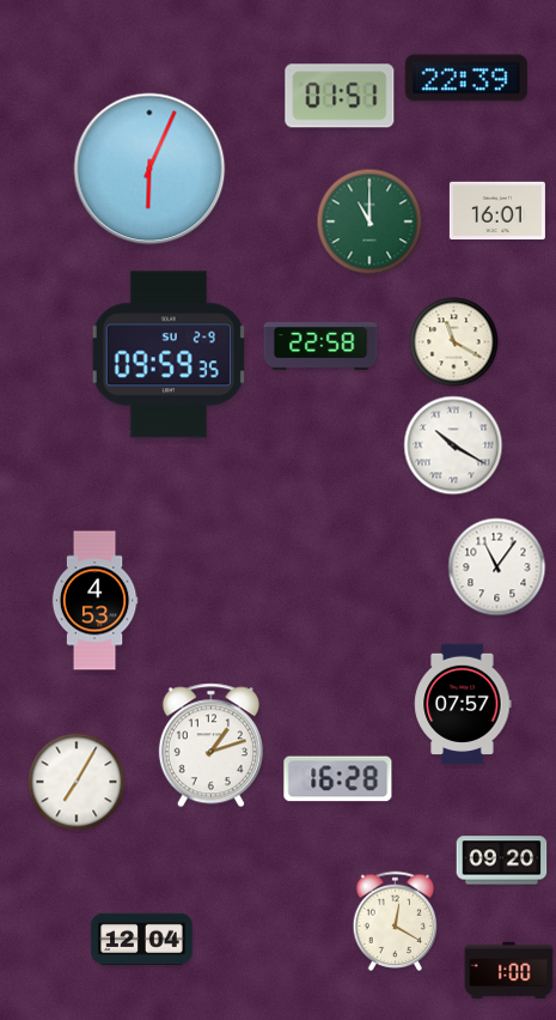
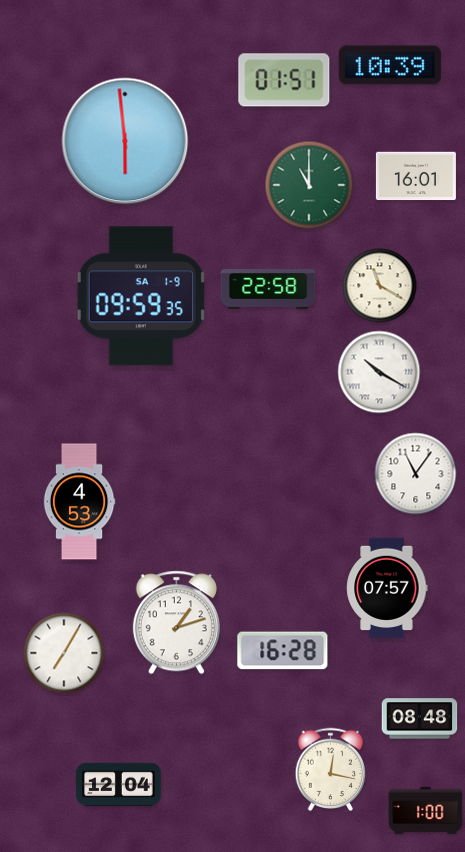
clock at (466, 78): 22:39 -> 10:39
clock at (149, 169): 6:04 -> 5:59
clock at (169, 354) date: SU 2-9 -> SA 1-9
clock at (502, 861): 09:20 -> 08:48
clock at (396, 922): 12:20 -> 12:17
